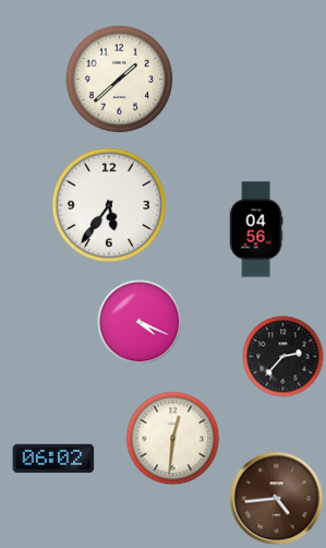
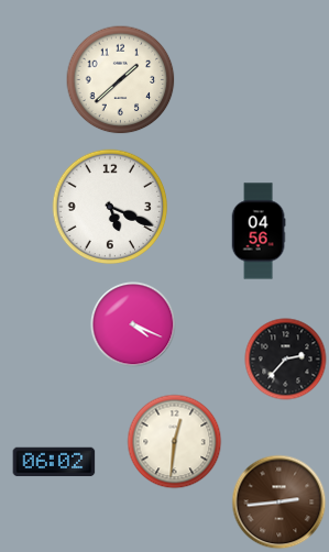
clock at (109, 205): 5:36 -> 5:19
clock at (140, 322) position: (140, 322) -> (133, 324)
clock at (277, 499): 4:44 -> 2:44
